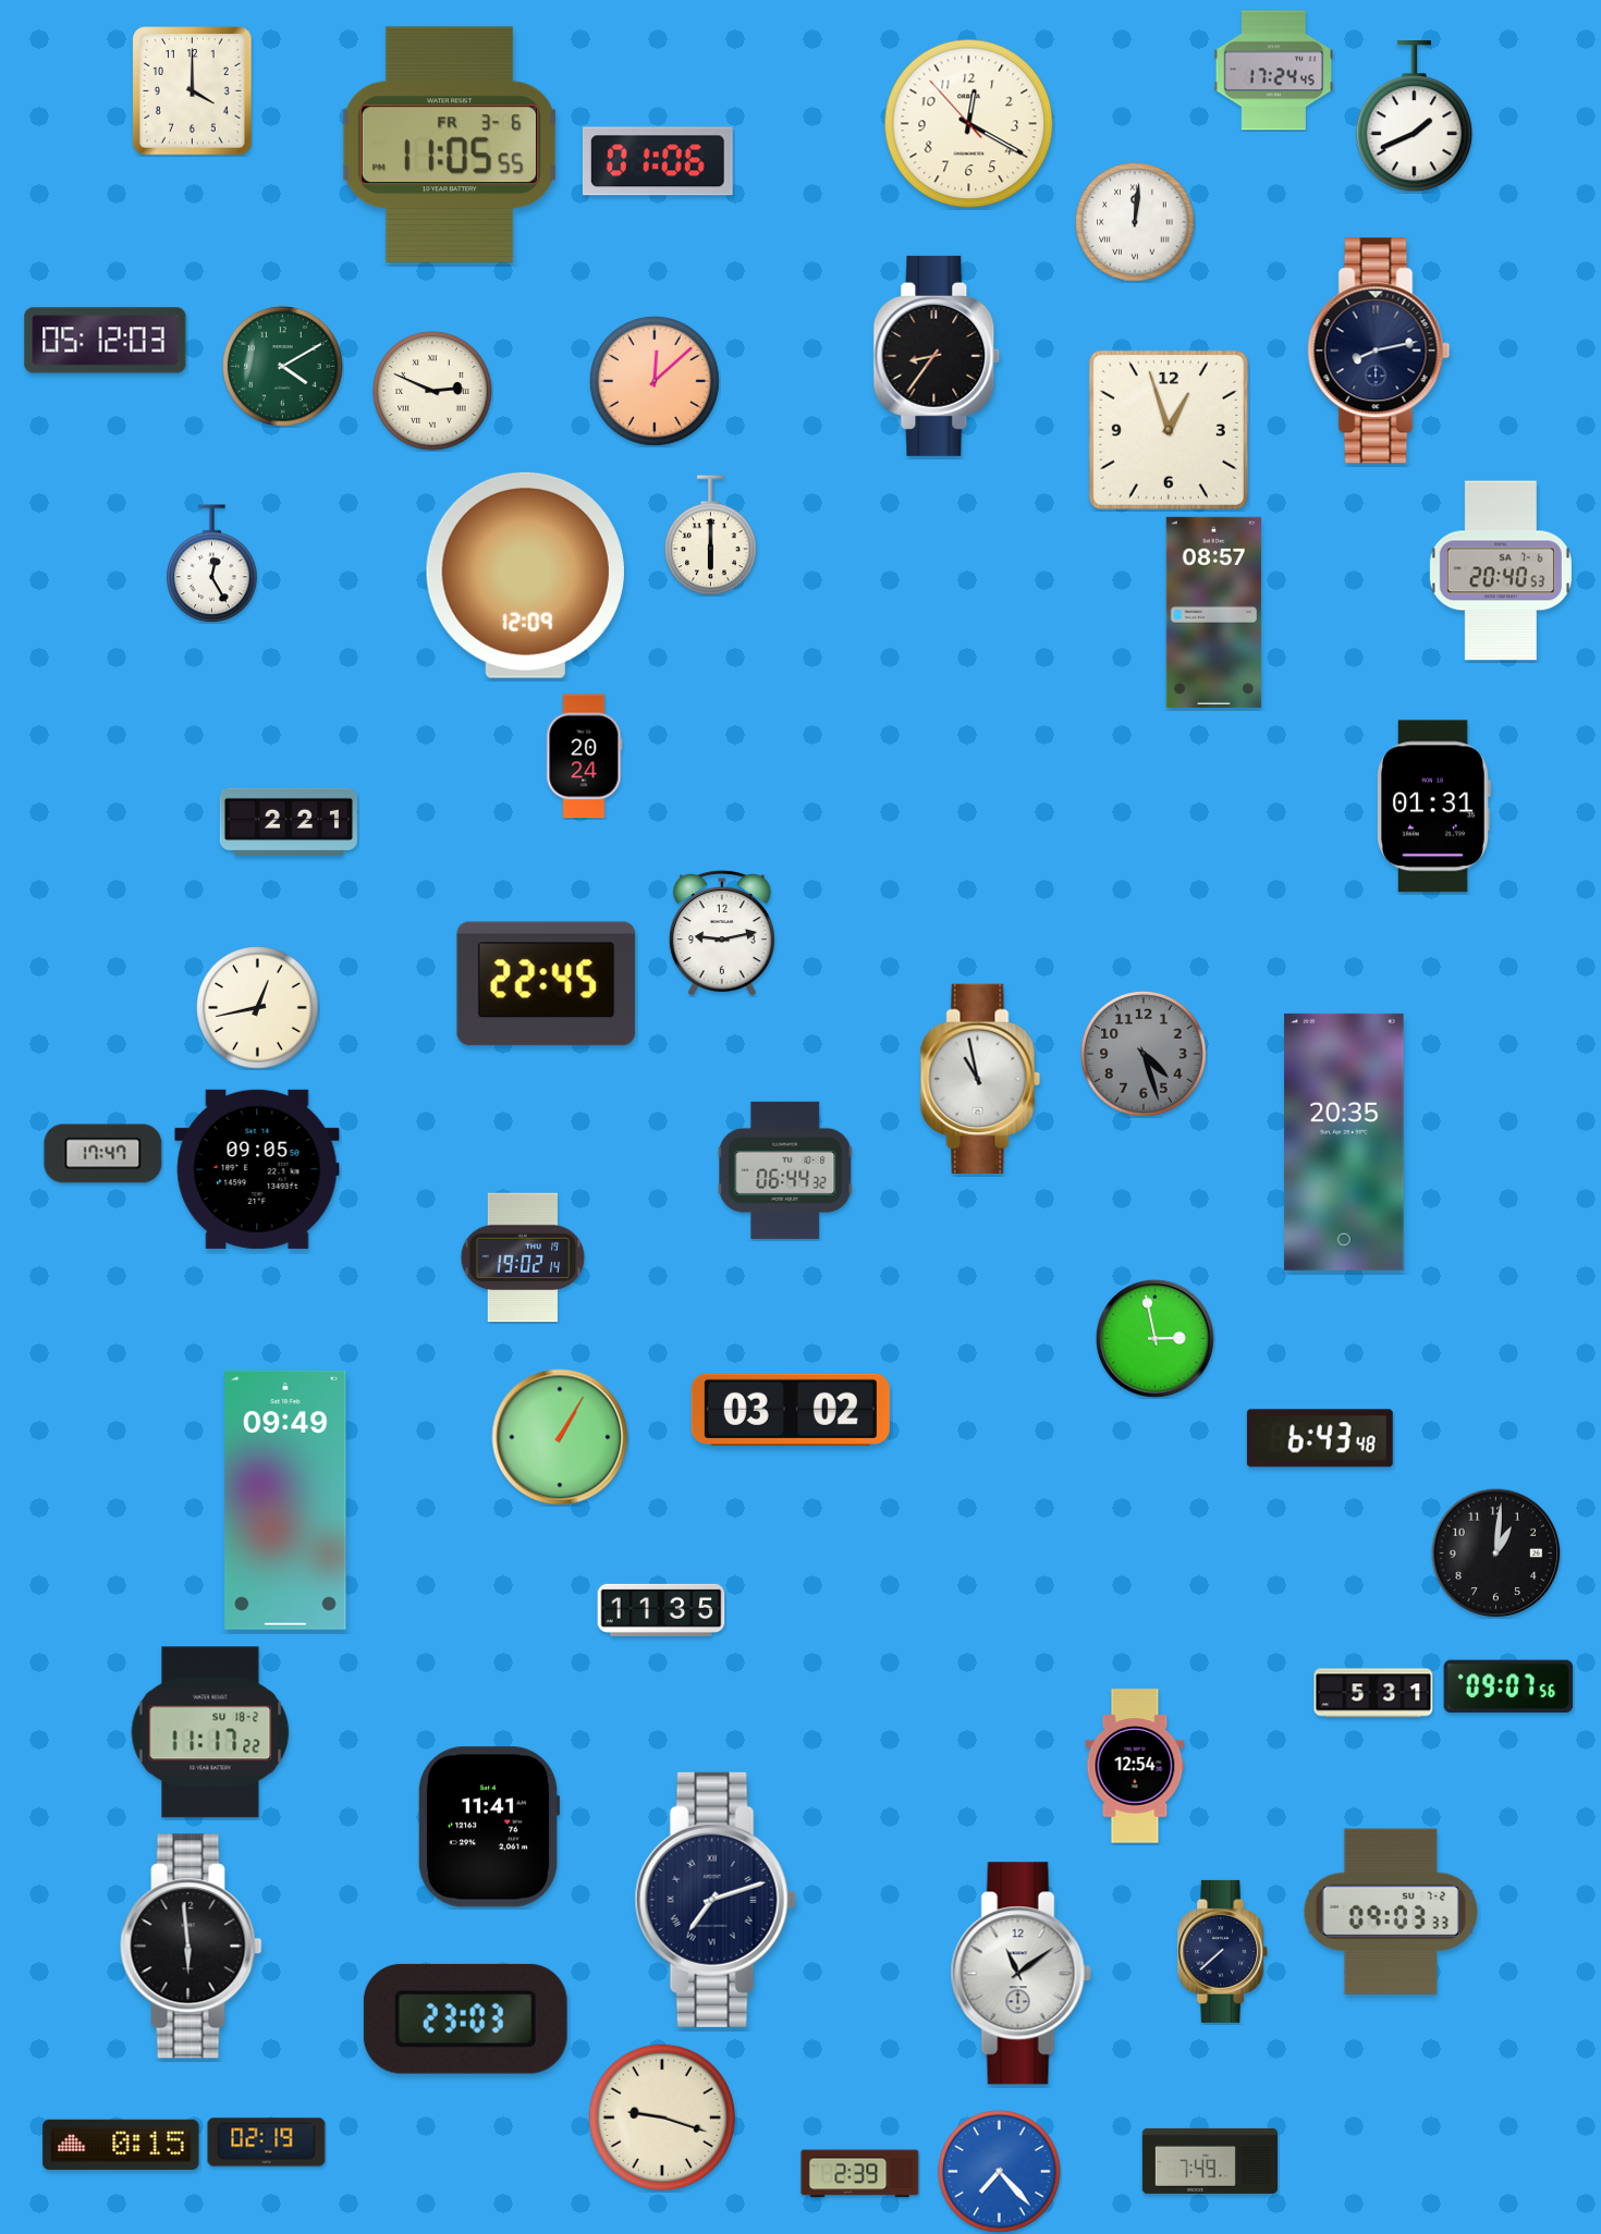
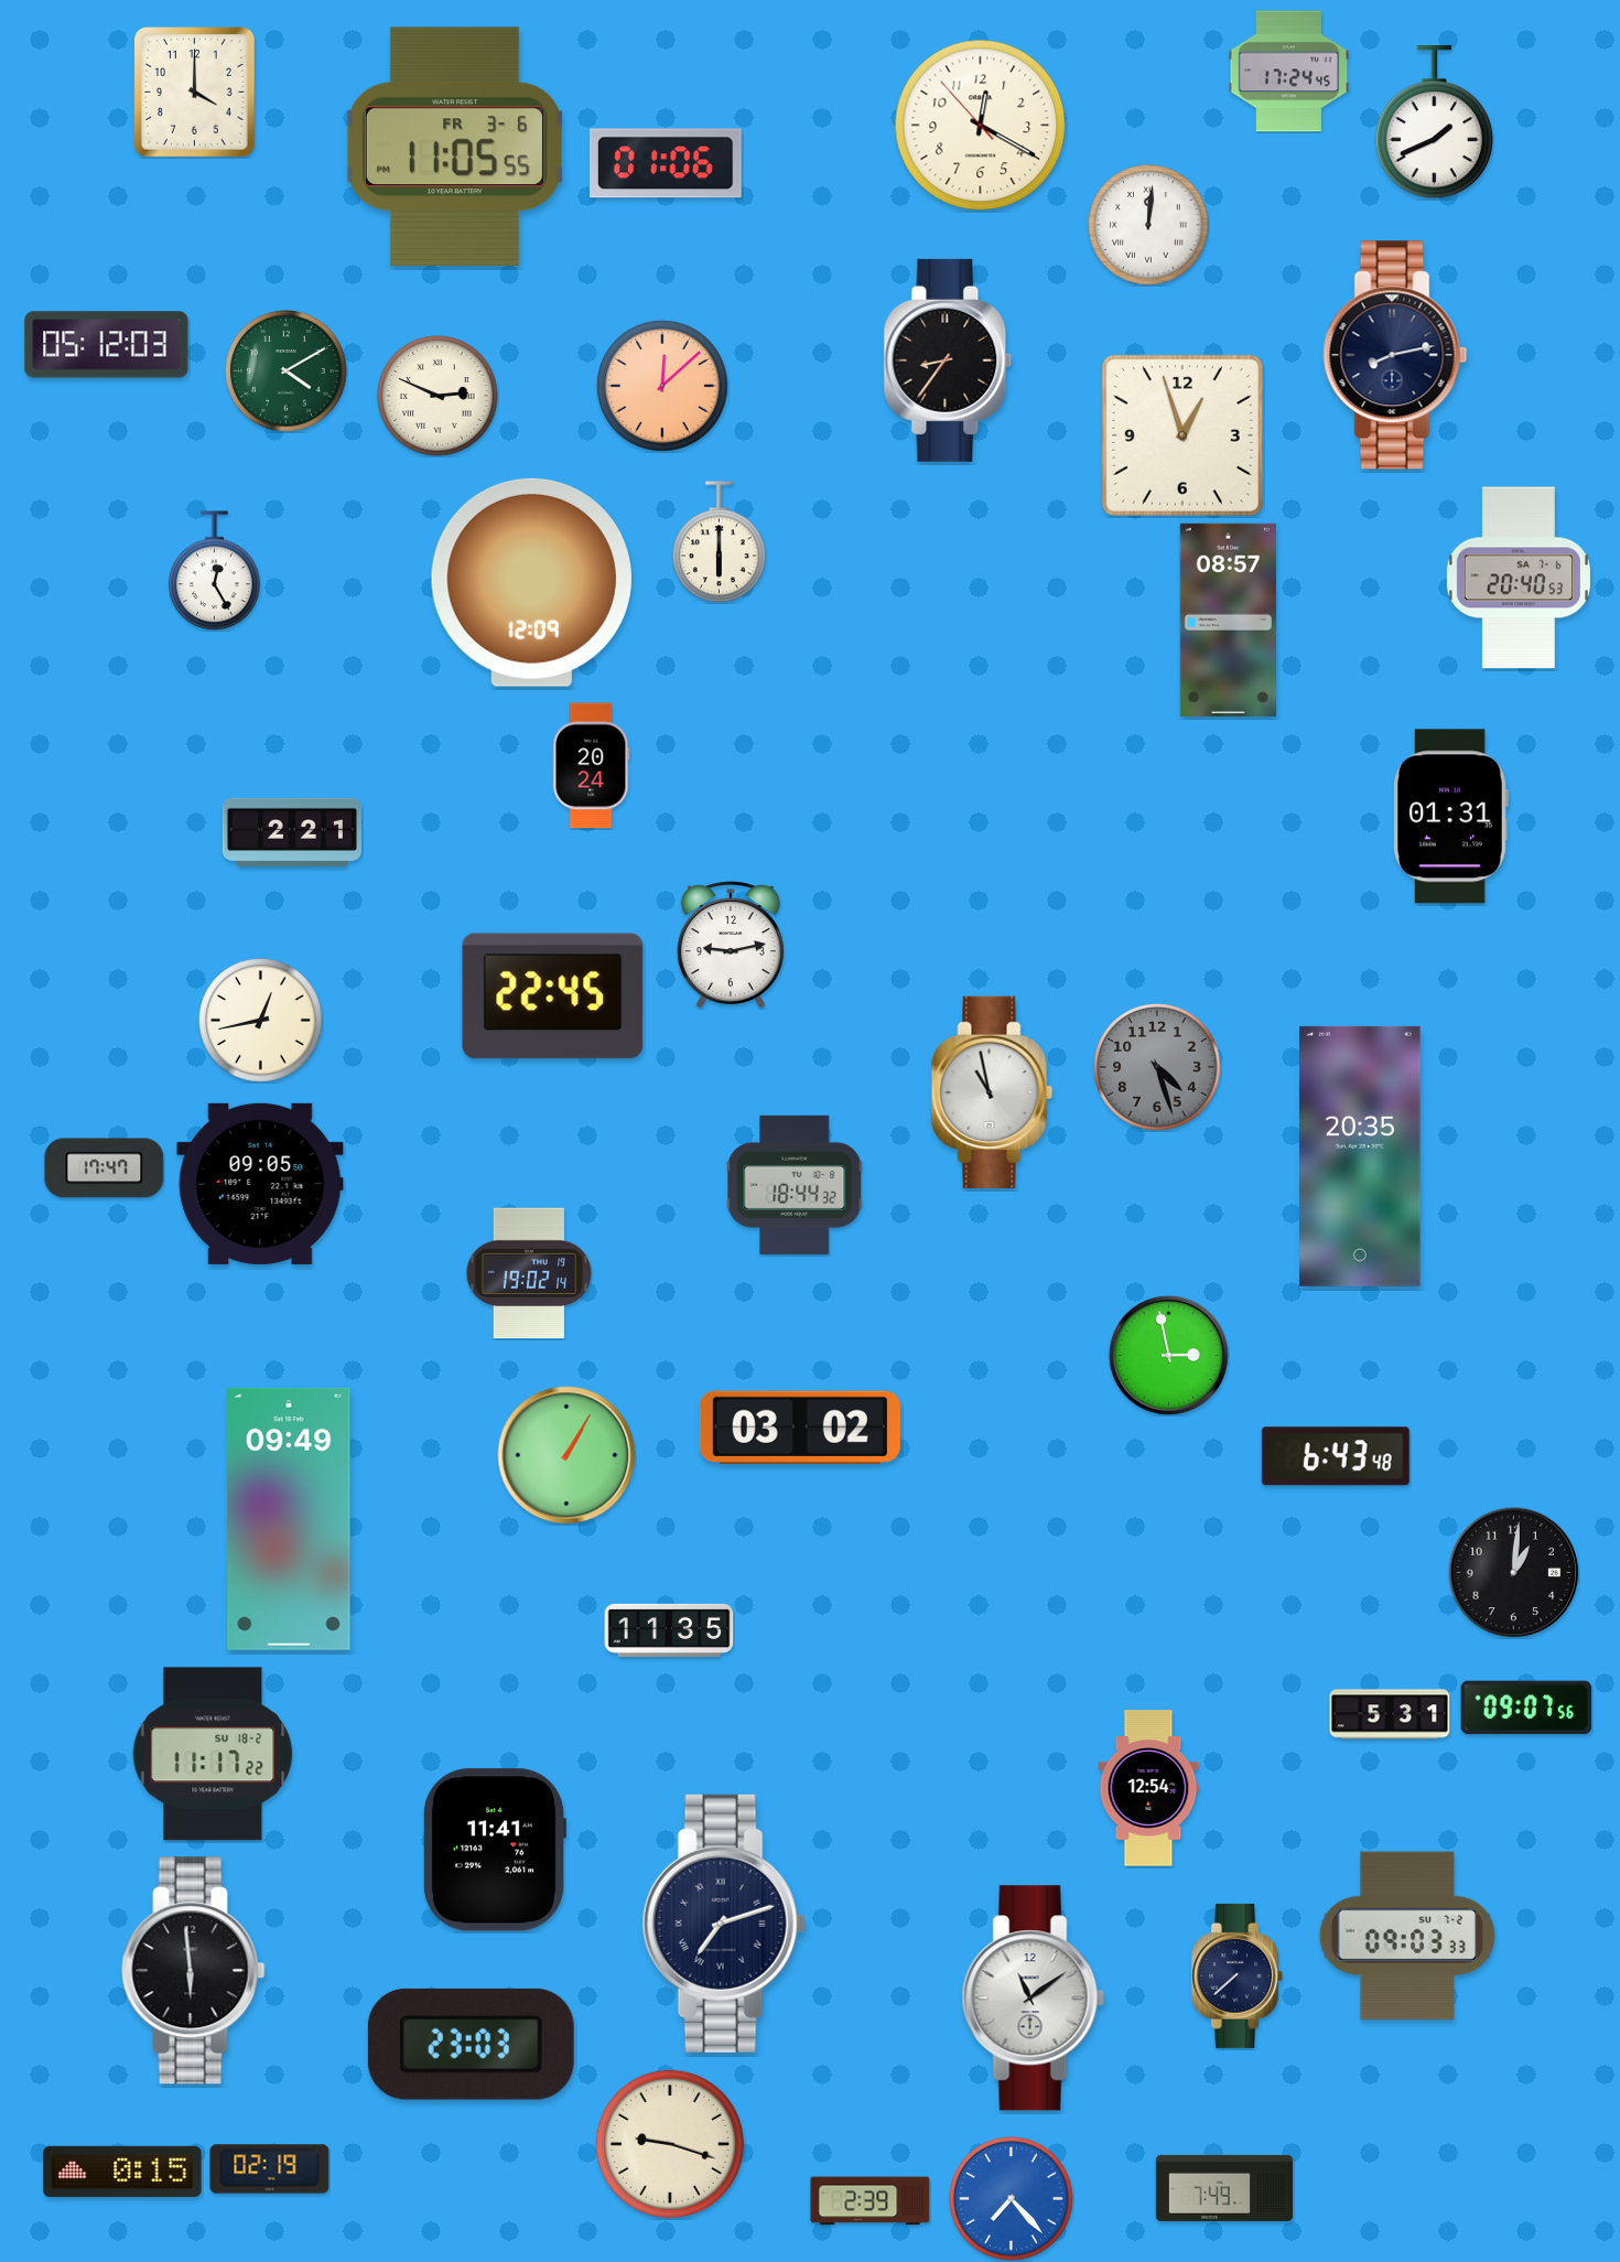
clock at (1414, 116) position: (1414, 116) -> (1434, 122)
clock at (785, 1170): 06:44 -> 18:44
